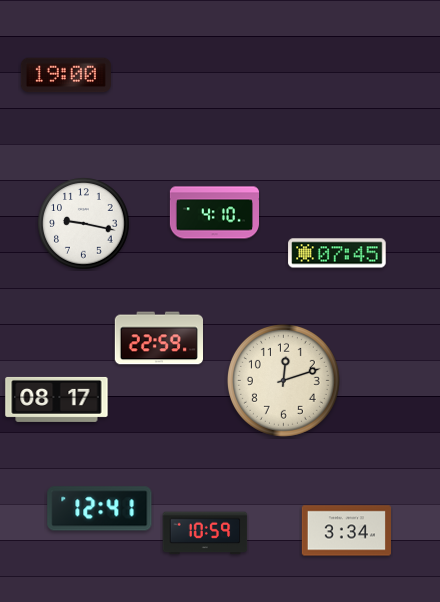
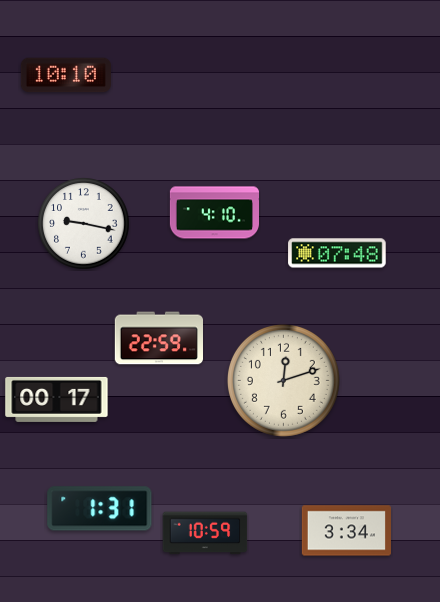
clock at (66, 75): 19:00 -> 10:10
clock at (337, 253): 07:45 -> 07:48
clock at (57, 399): 08:17 -> 00:17
clock at (100, 509): 12:41 -> 1:31
